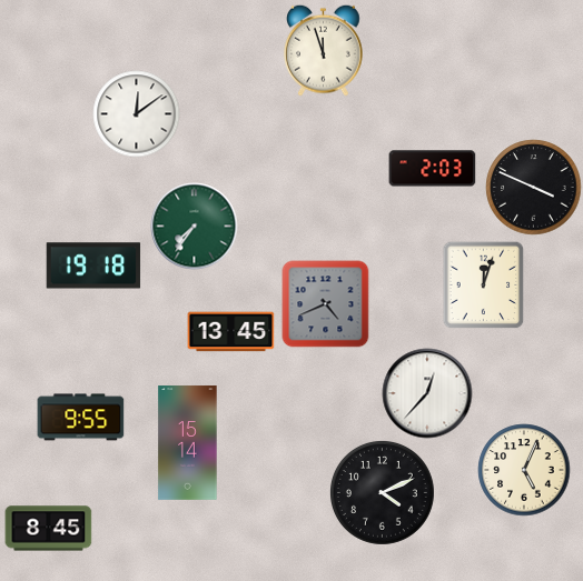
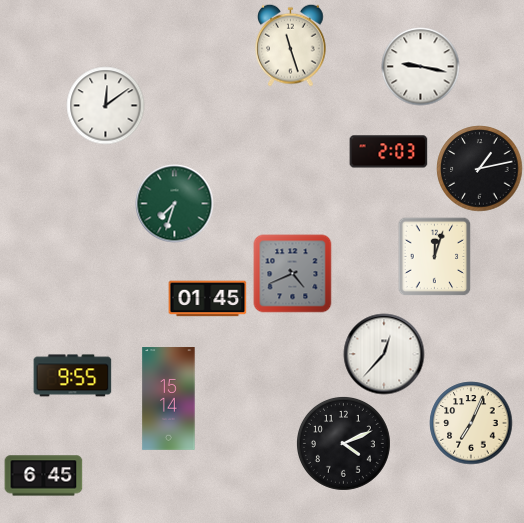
clock at (324, 50): 11:57 -> 11:27
clock at (420, 66): none -> 9:17
clock at (136, 113) position: (136, 113) -> (105, 105)
clock at (533, 187): 3:49 -> 1:13
clock at (194, 226): 7:36 -> 7:33
clock at (93, 266): 19:18 -> none
clock at (230, 332): 13:45 -> 01:45
clock at (524, 470): 5:04 -> 7:04
clock at (48, 529): 8:45 -> 6:45
